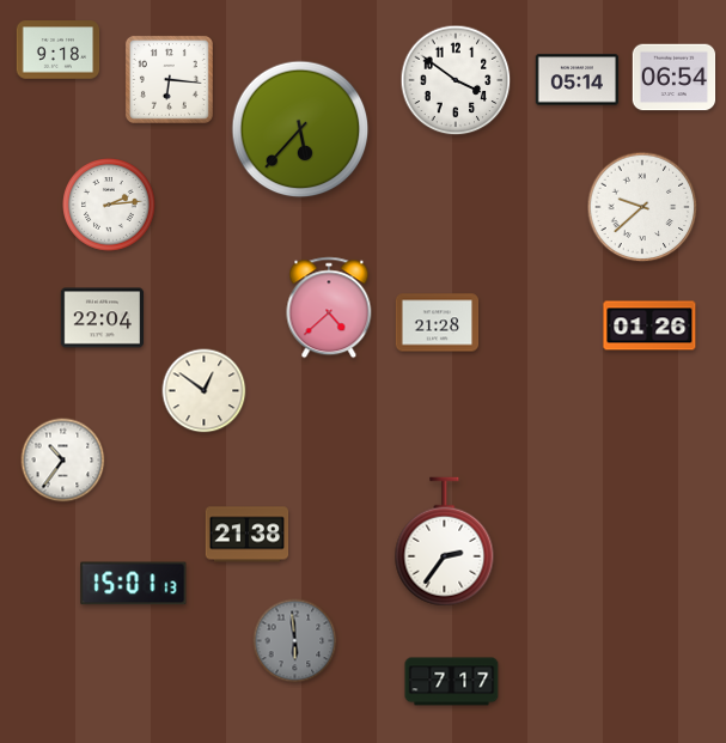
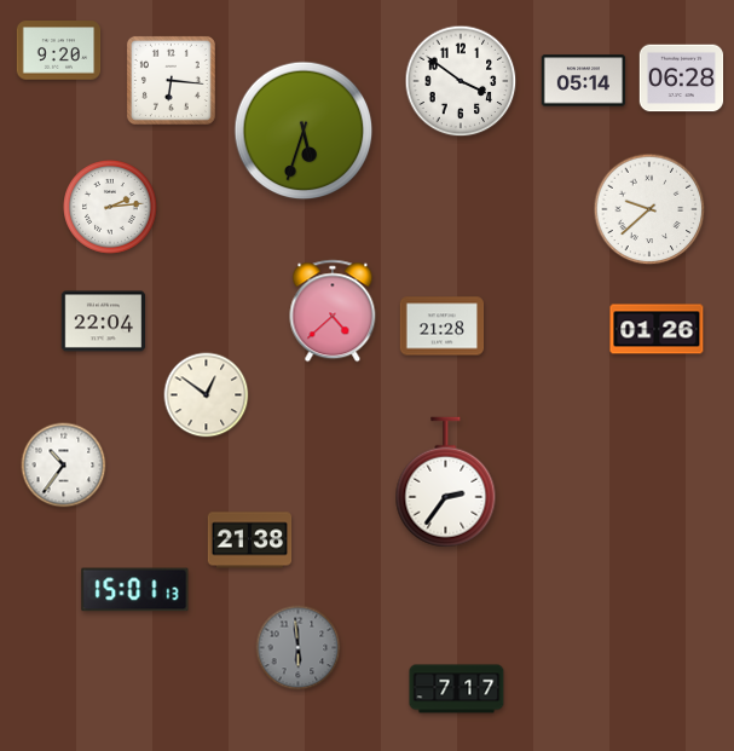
clock at (59, 50): 9:18 -> 9:20
clock at (675, 78): 06:54 -> 06:28
clock at (300, 129): 5:37 -> 5:33
clock at (445, 542) position: (445, 542) -> (446, 483)
